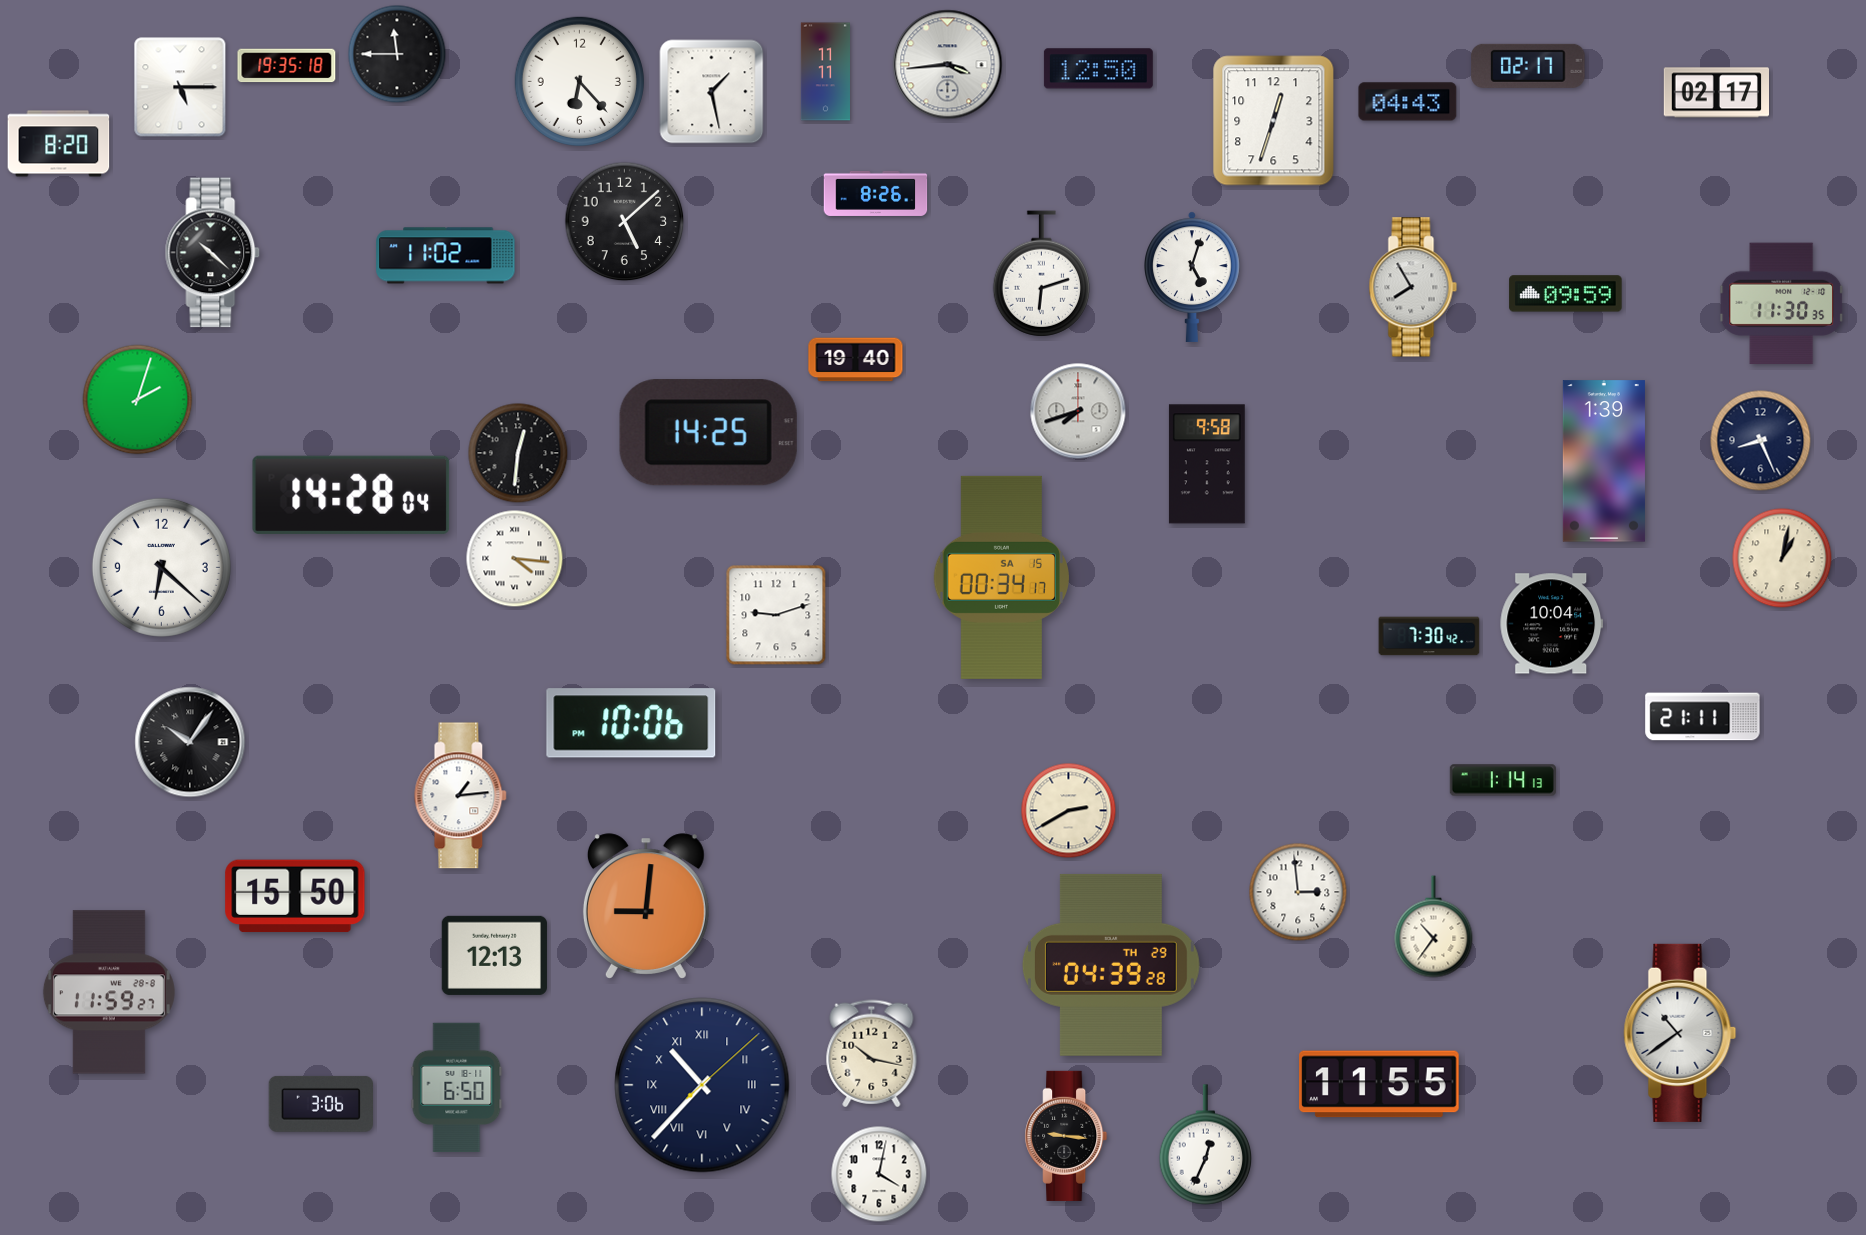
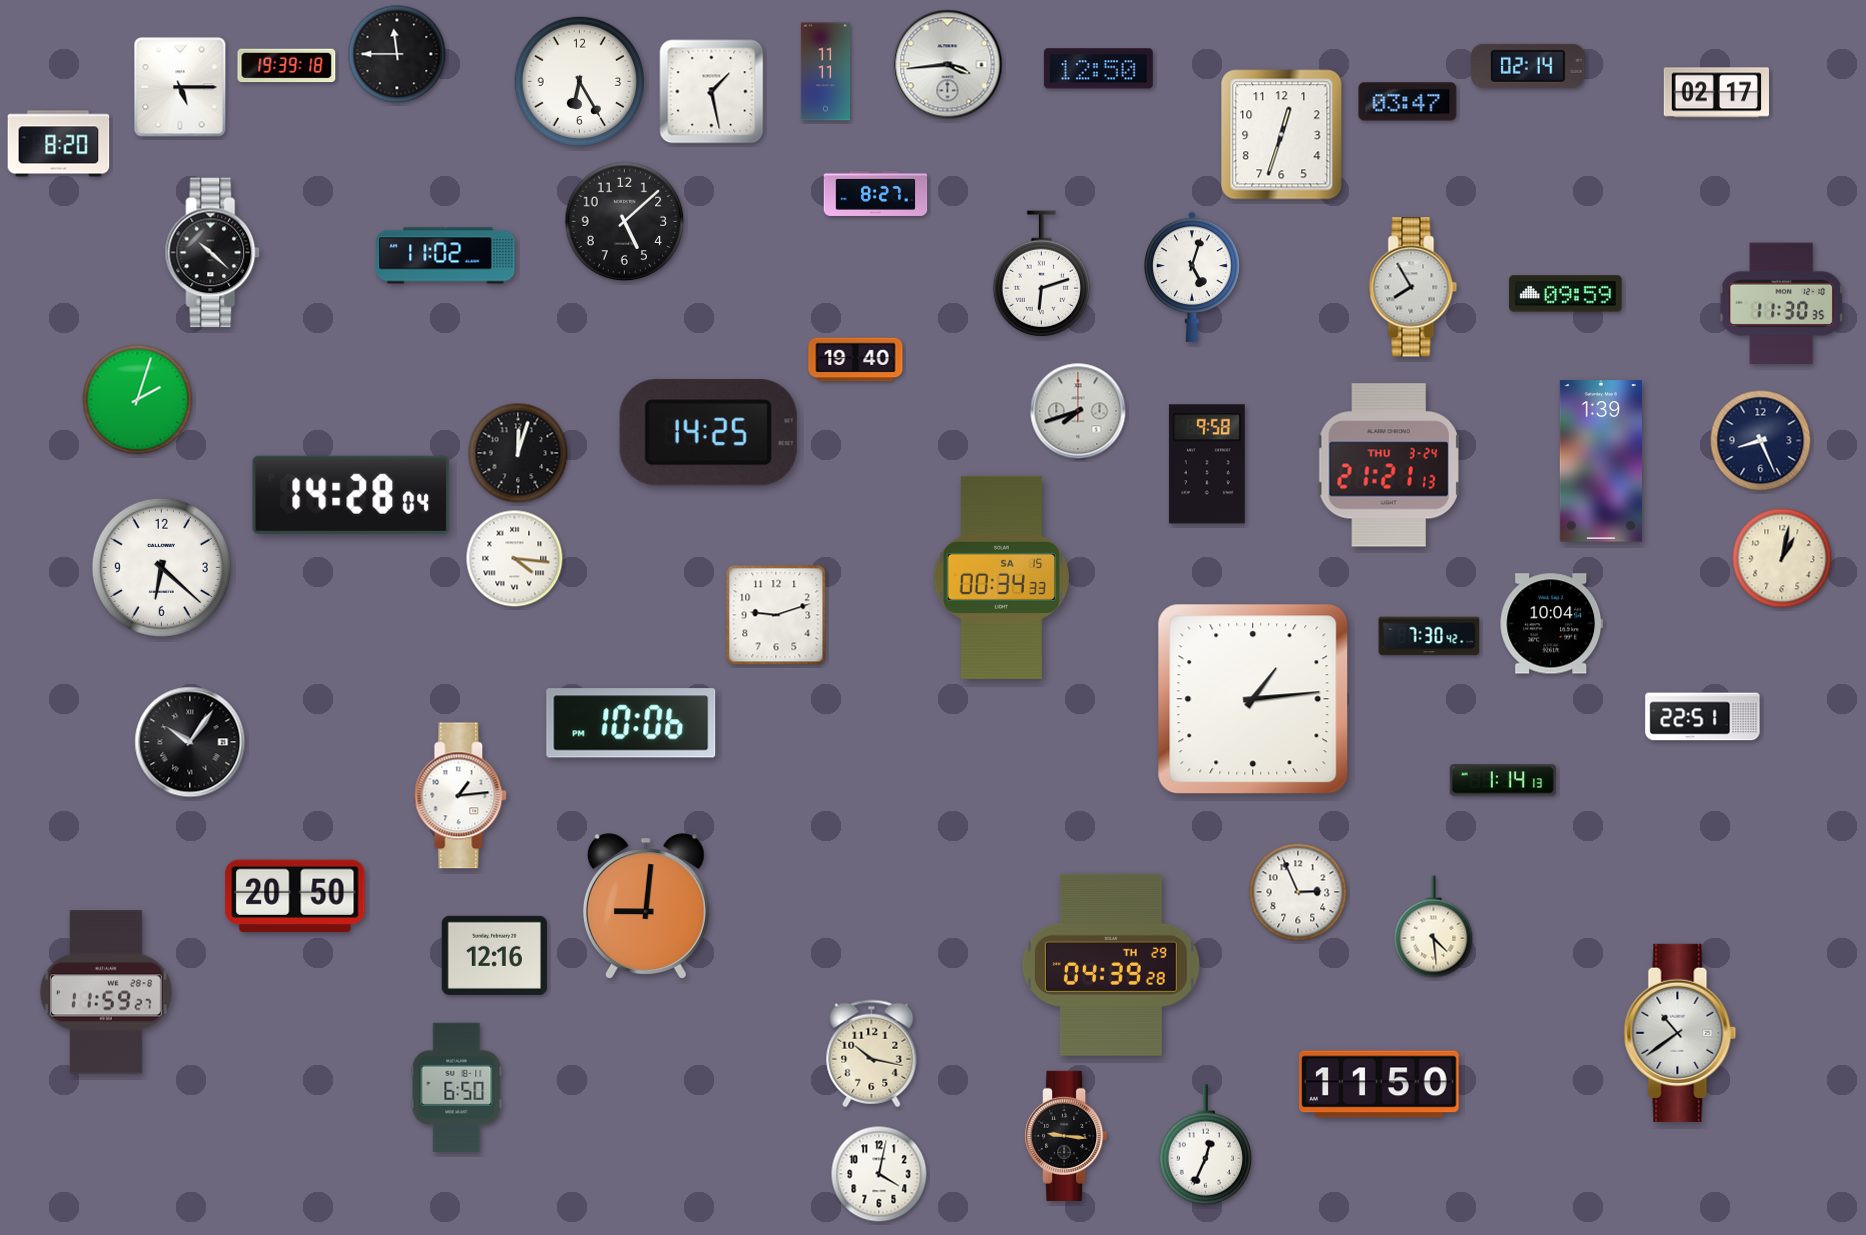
clock at (287, 66): 19:35 -> 19:39
clock at (1528, 66): 02:17 -> 02:14
clock at (579, 81): 6:23 -> 6:25
clock at (1408, 102): 04:43 -> 03:47
clock at (1274, 121) position: (1274, 121) -> (1282, 135)
clock at (876, 193): 8:26 -> 8:27
clock at (518, 453): 12:31 -> 12:03
clock at (1604, 461) position: (1604, 461) -> (1601, 461)
clock at (1389, 465): none -> 21:21
clock at (1001, 577): 00:34:17 -> 00:34:33
clock at (1253, 699): none -> 1:14
clock at (1703, 717): 21:11 -> 22:51
clock at (1069, 811): 2:40 -> none
clock at (1298, 892): 2:59 -> 2:56
clock at (295, 896): 15:50 -> 20:50
clock at (1434, 927): 10:36 -> 4:29
clock at (494, 955): 12:13 -> 12:16
clock at (109, 992) position: (109, 992) -> (106, 992)
clock at (1379, 1084): 11:55 -> 11:50
clock at (702, 1085): 10:37 -> none
clock at (320, 1104): 3:06 -> none
